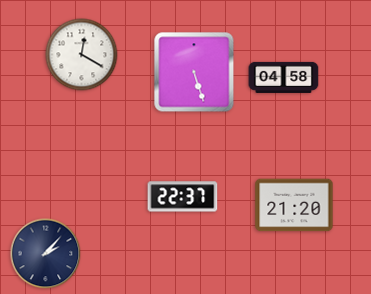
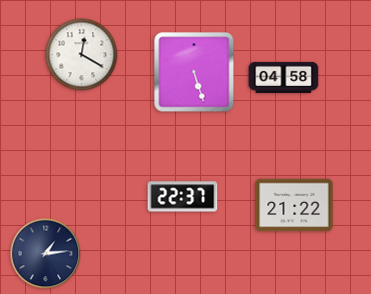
clock at (294, 205): 21:20 -> 21:22
clock at (46, 254): 2:07 -> 1:14
